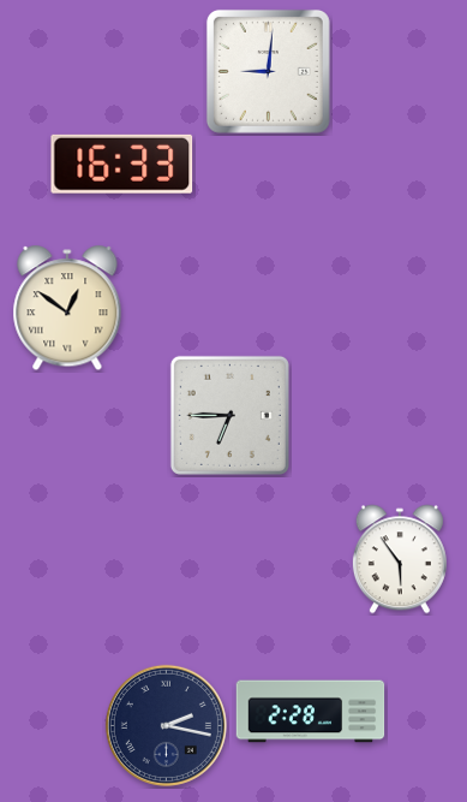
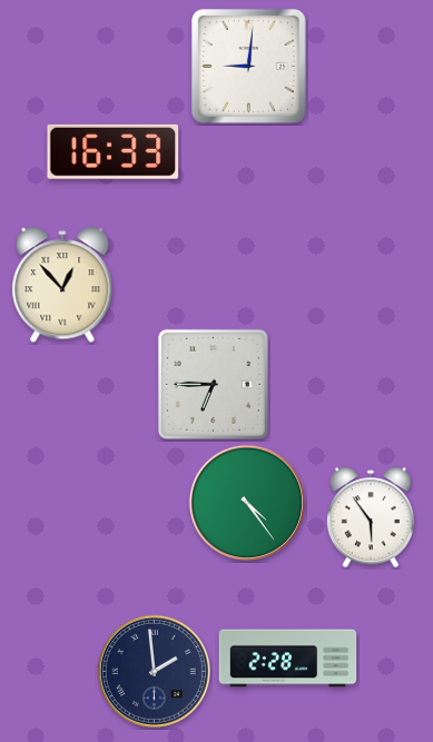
clock at (67, 309): 12:51 -> 12:53
clock at (247, 503): none -> 4:24
clock at (166, 725): 2:17 -> 1:59
